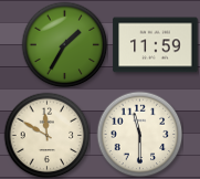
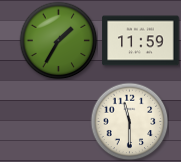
clock at (139, 134) position: (139, 134) -> (129, 121)
clock at (46, 135): 11:50 -> none
